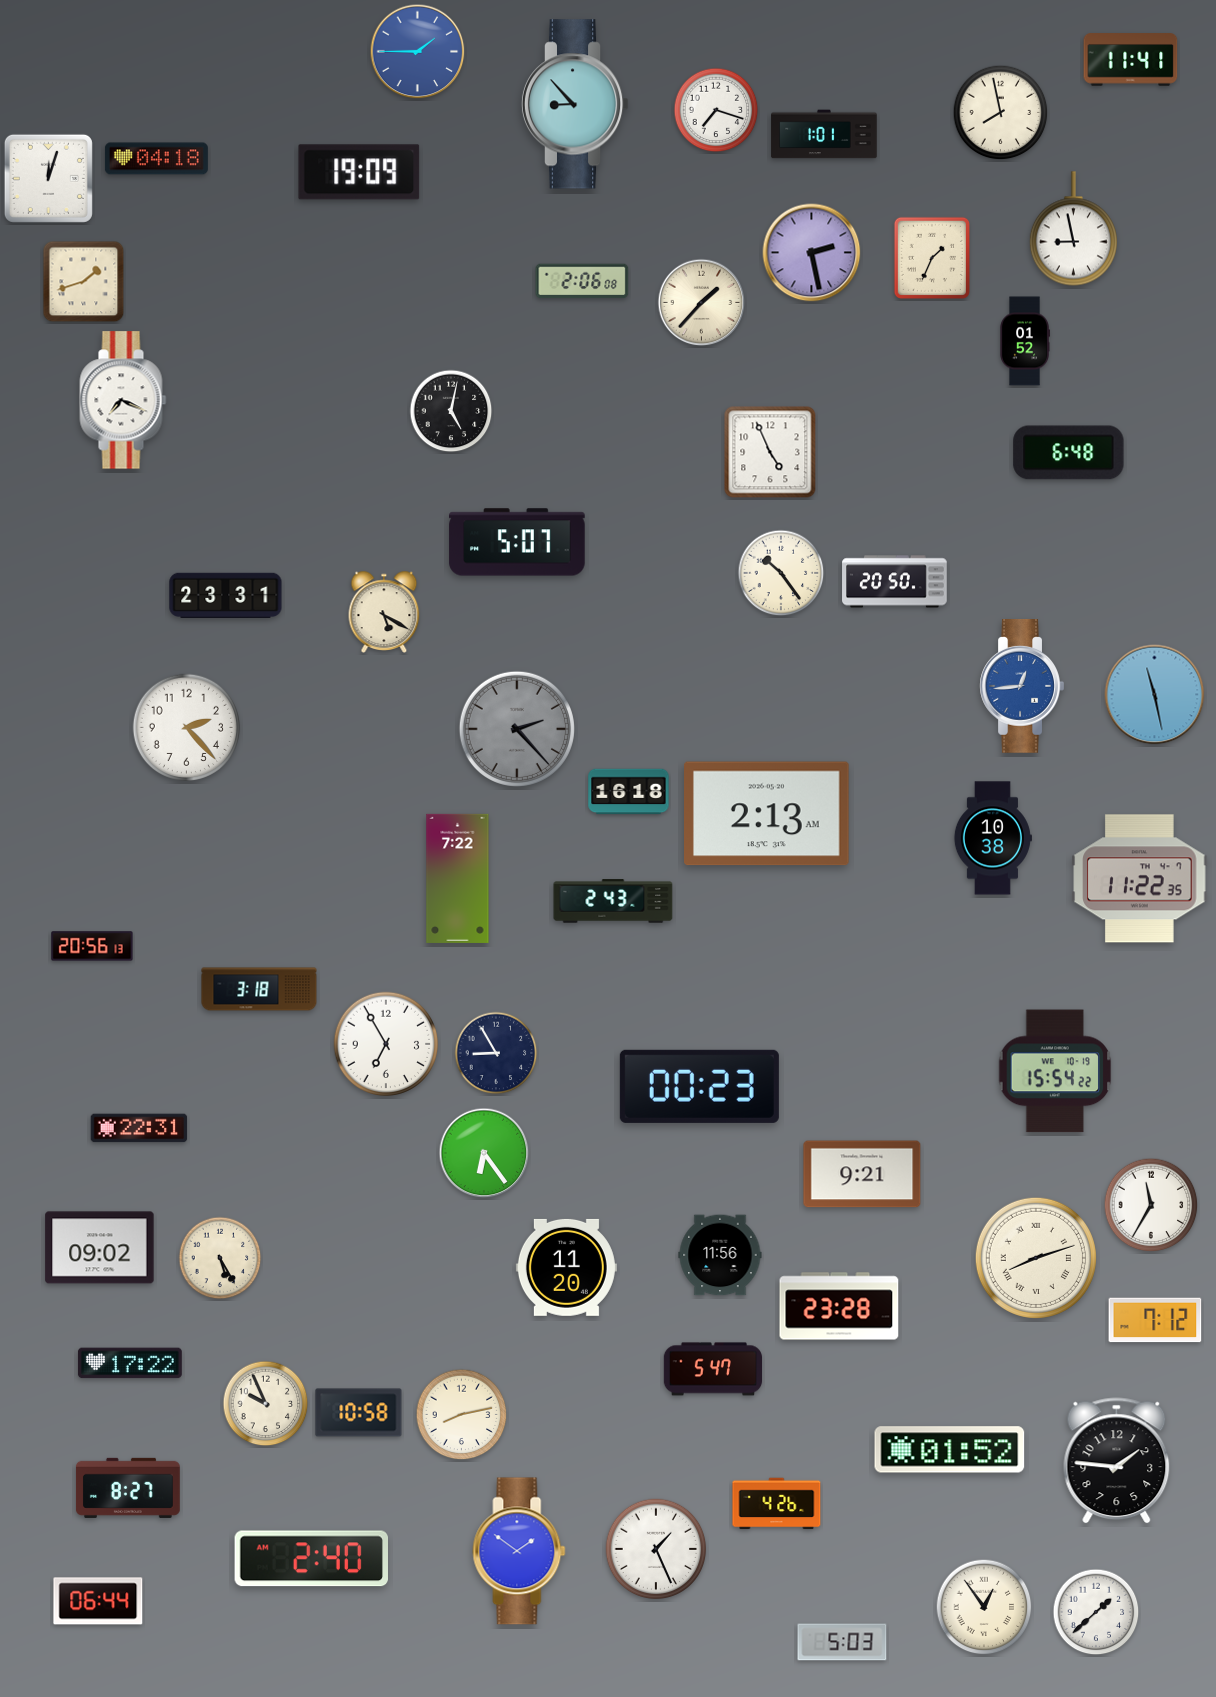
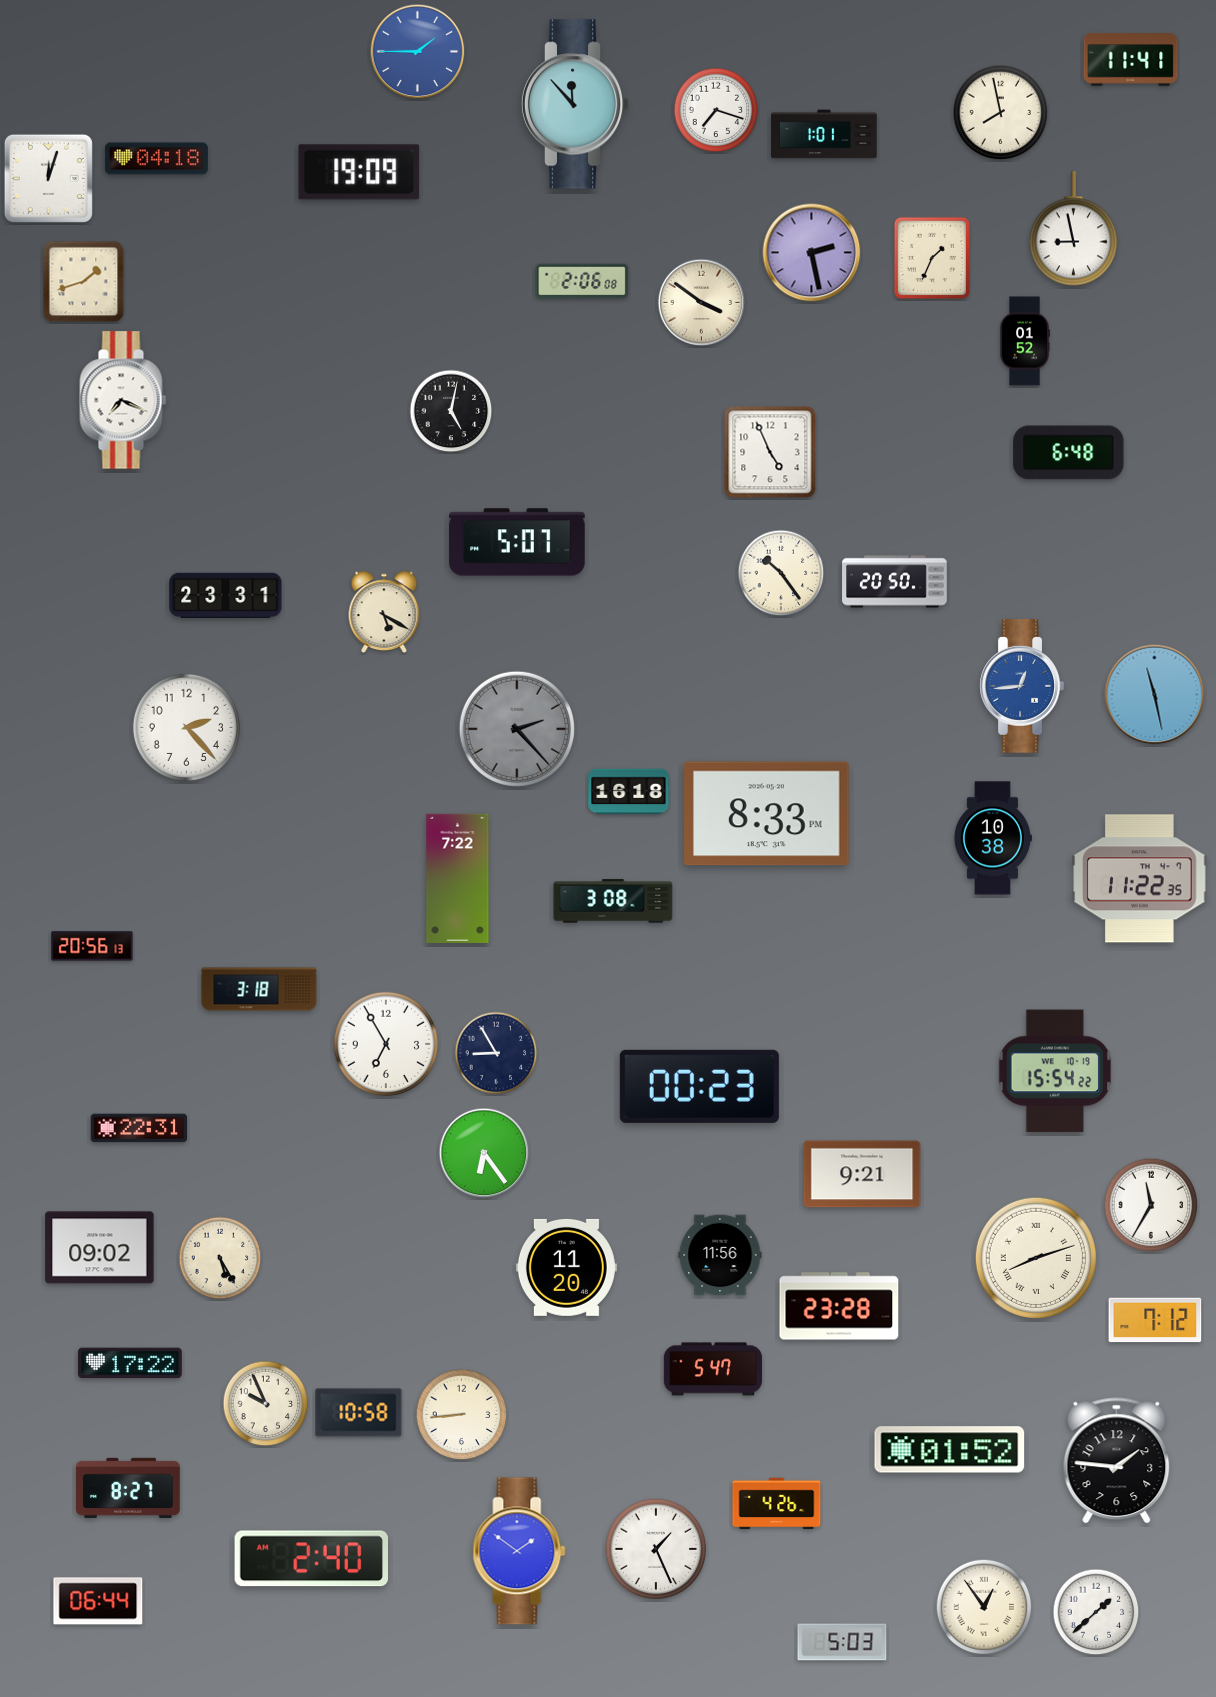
clock at (575, 104): 8:53 -> 11:53
clock at (702, 303): 1:37 -> 3:51
clock at (767, 814): 2:13 -> 8:33
clock at (613, 901): 2:43 -> 3:08
clock at (462, 1415): 8:13 -> 8:44
